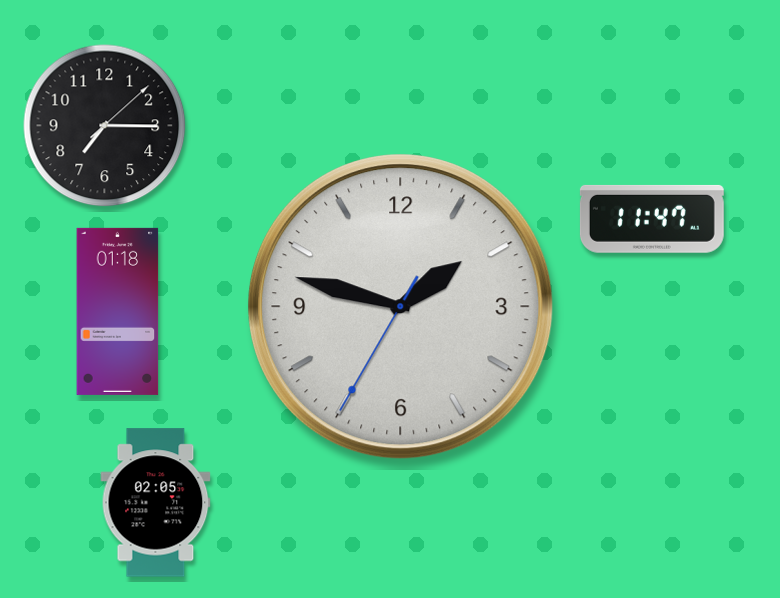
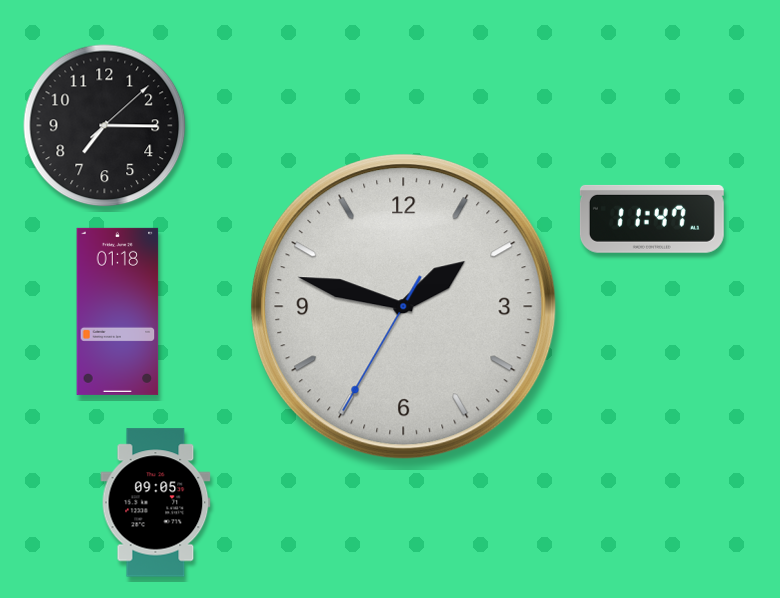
clock at (401, 307) position: (401, 307) -> (404, 307)
clock at (156, 503): 02:05 -> 09:05
